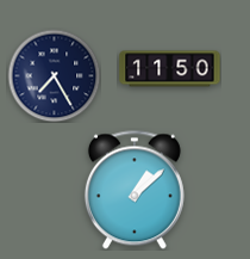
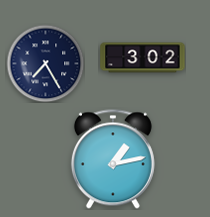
clock at (170, 69): 11:50 -> 3:02
clock at (135, 190): 1:08 -> 1:13
